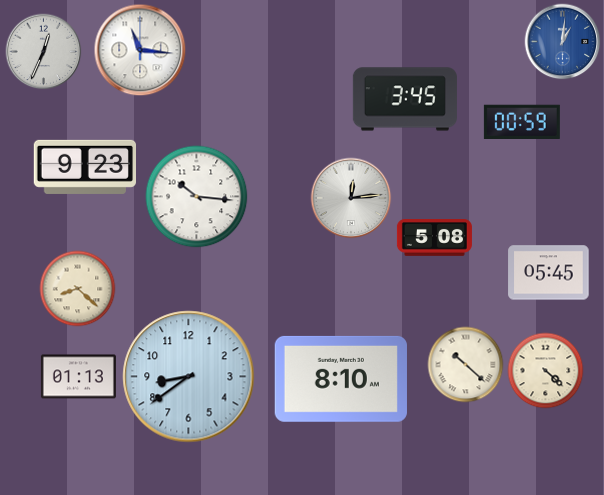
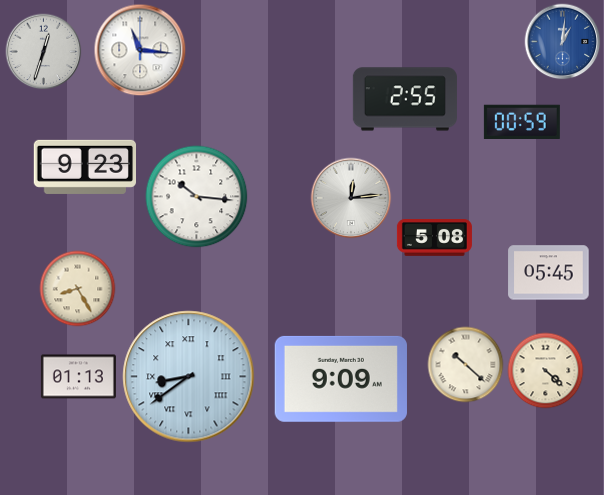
clock at (44, 52): 12:34 -> 12:33
clock at (405, 99): 3:45 -> 2:55
clock at (78, 289): 8:22 -> 8:25
clock at (189, 377) numerals: Arabic -> Roman
clock at (341, 379): 8:10 -> 9:09
